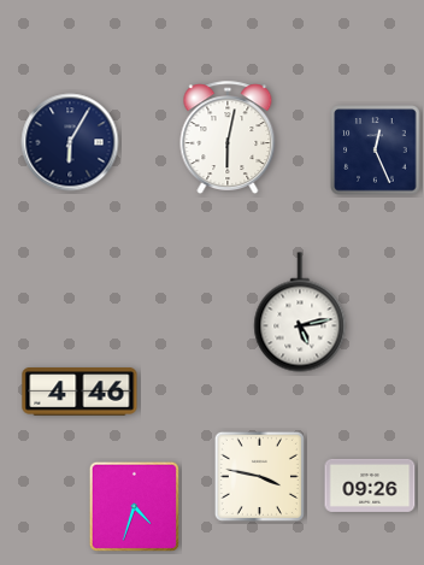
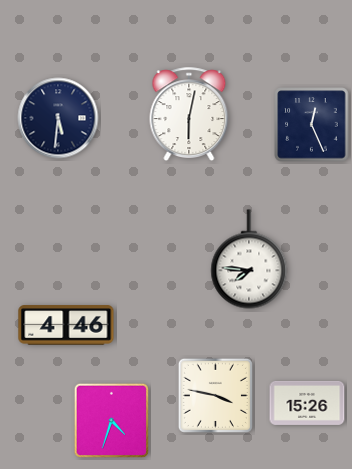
clock at (70, 142): 6:05 -> 5:31
clock at (300, 312): 5:13 -> 7:46
clock at (370, 485): 09:26 -> 15:26
